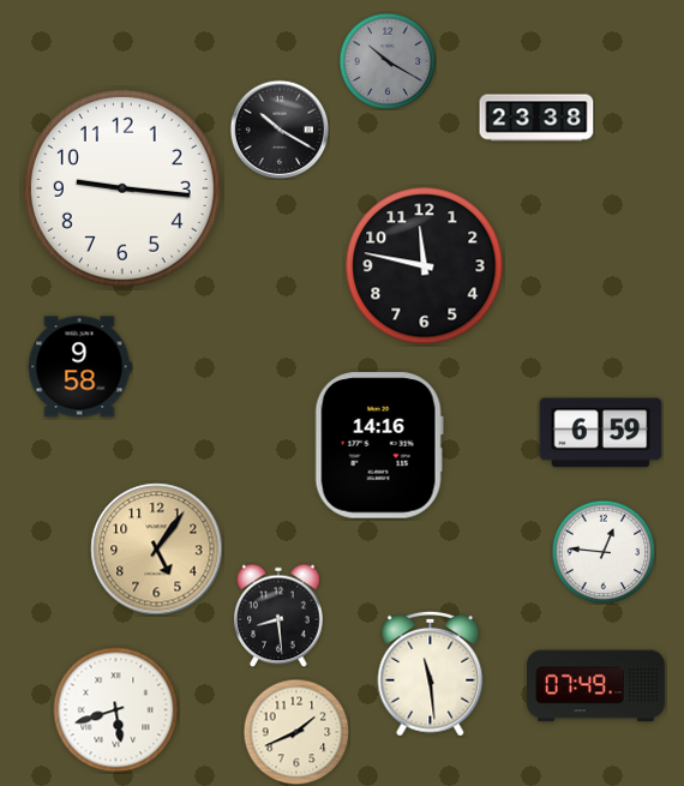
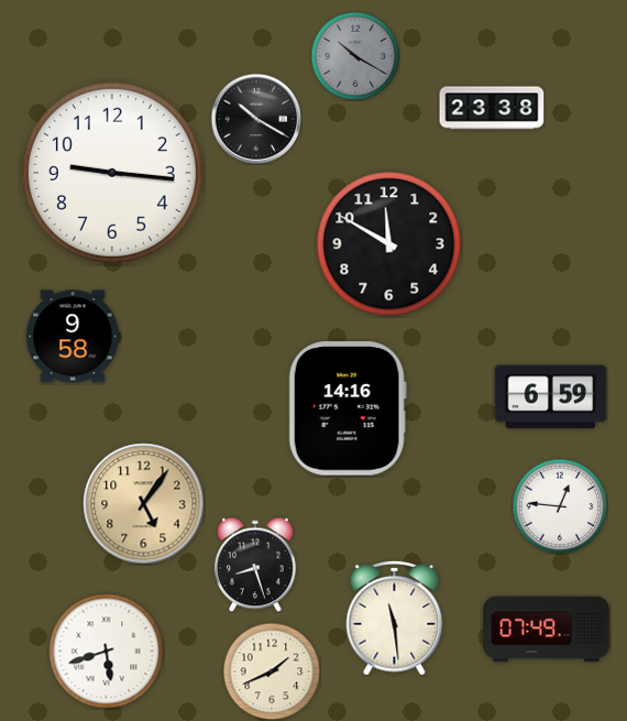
clock at (425, 266): 11:47 -> 11:50
clock at (604, 552) position: (604, 552) -> (560, 506)
clock at (278, 616): 8:29 -> 8:27
